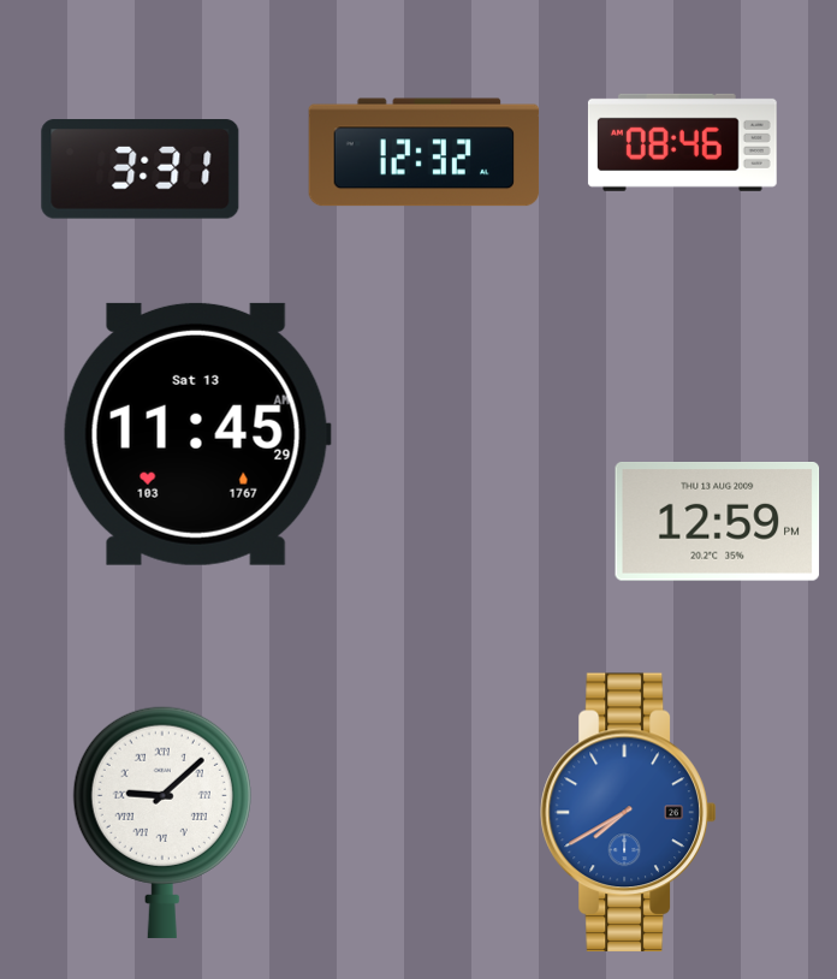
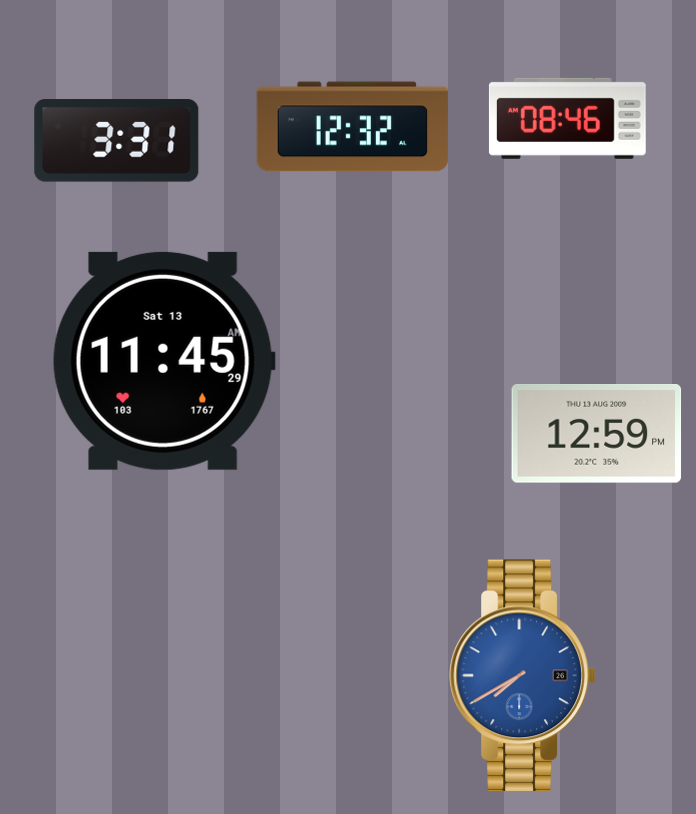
clock at (162, 821): 9:08 -> none
